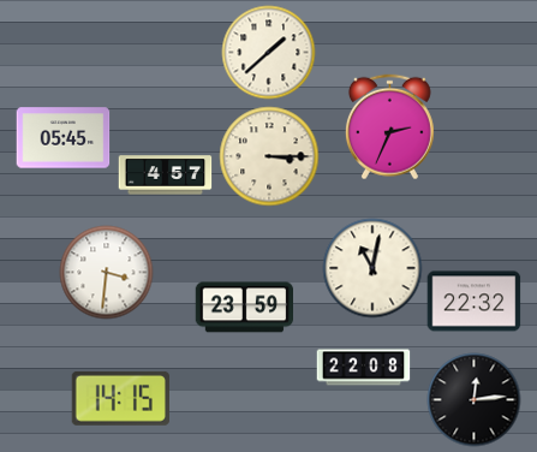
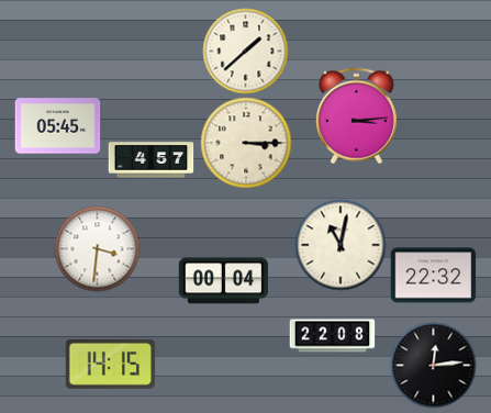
clock at (268, 52) position: (268, 52) -> (245, 51)
clock at (389, 126): 2:34 -> 3:14
clock at (244, 308): 23:59 -> 00:04
